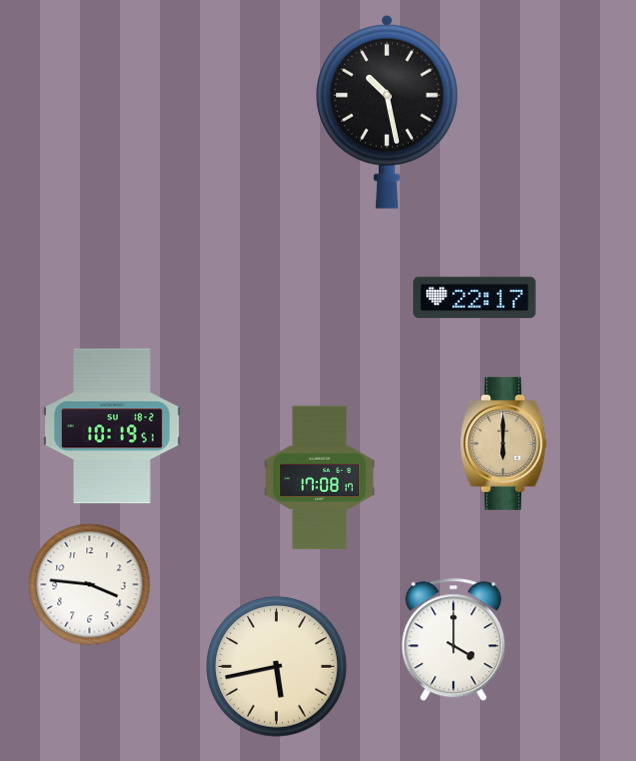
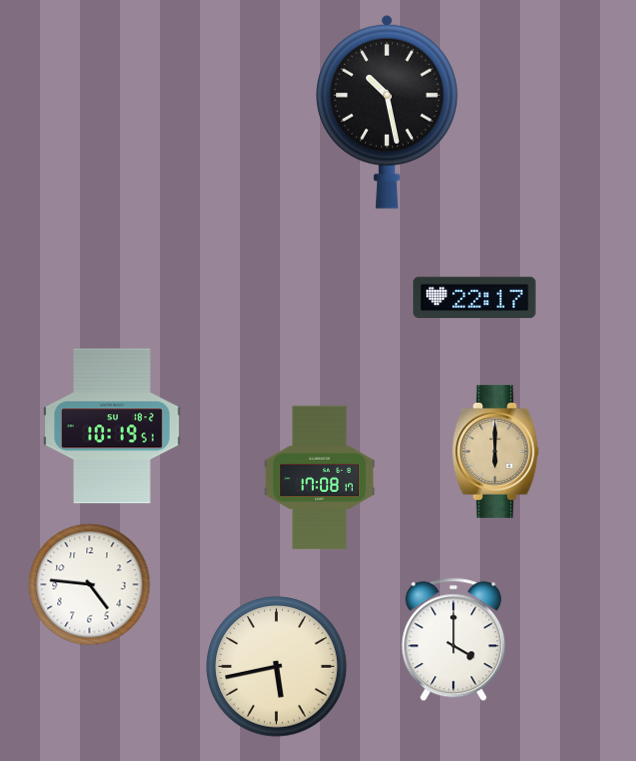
clock at (504, 443) position: (504, 443) -> (496, 451)
clock at (90, 585): 3:46 -> 4:46
